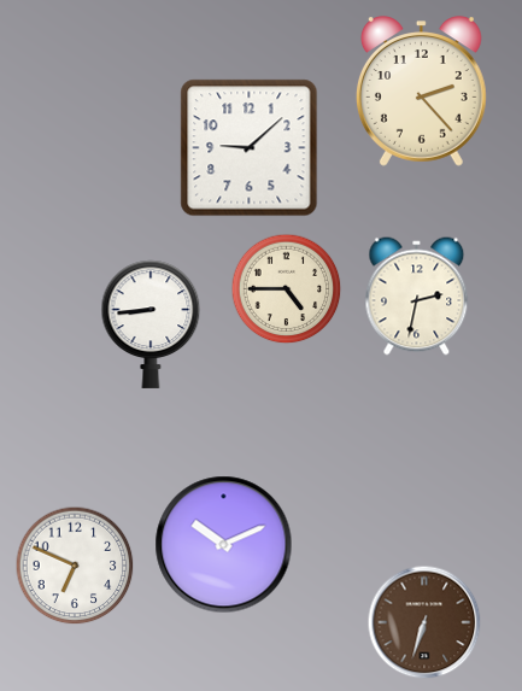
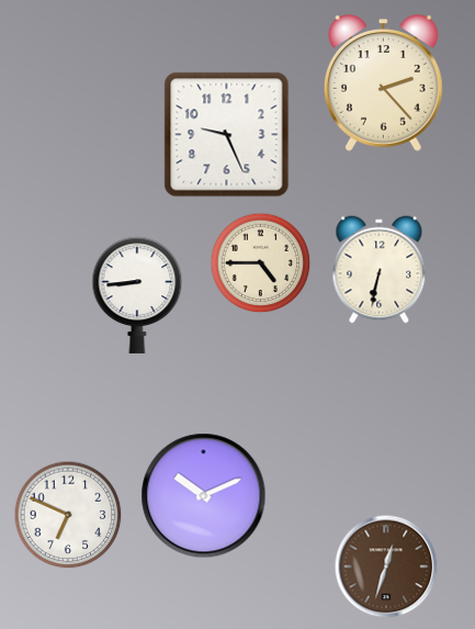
clock at (250, 148): 9:08 -> 9:26
clock at (417, 297): 2:32 -> 6:32
clock at (424, 622): 6:33 -> 12:33
